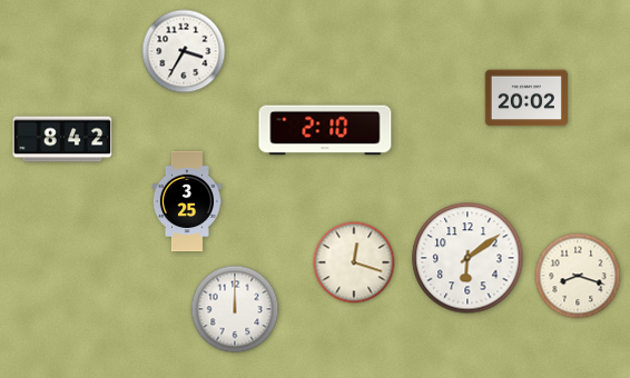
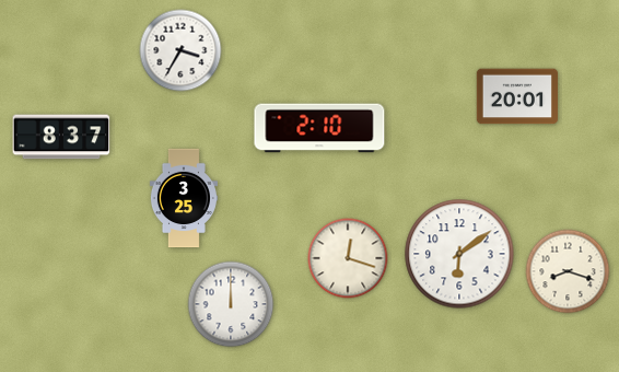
clock at (525, 98): 20:02 -> 20:01
clock at (62, 139): 8:42 -> 8:37
